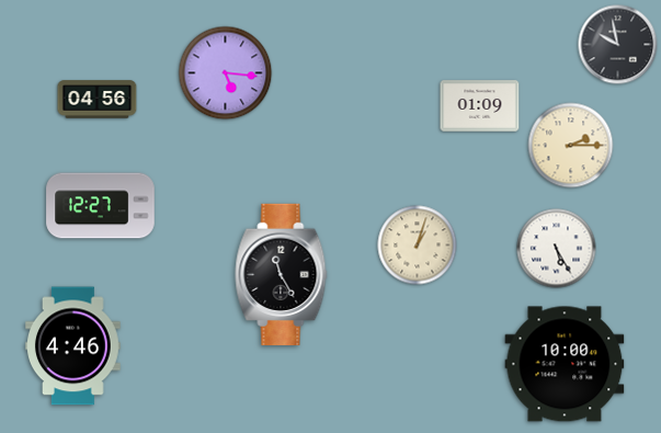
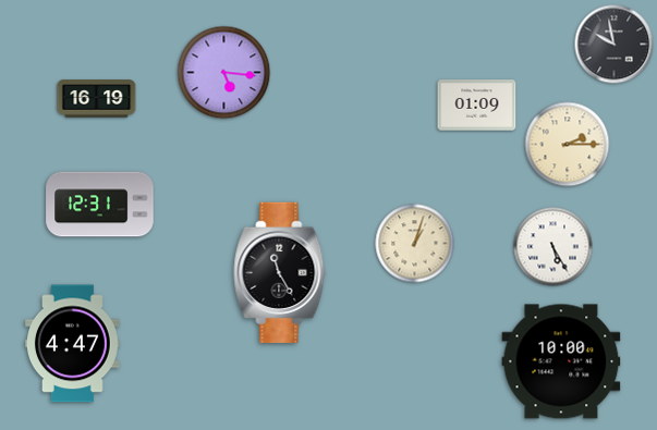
clock at (98, 100): 04:56 -> 16:19
clock at (101, 206): 12:27 -> 12:31
clock at (73, 346): 4:46 -> 4:47
